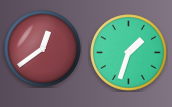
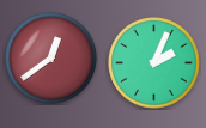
clock at (129, 53): 1:33 -> 2:04
